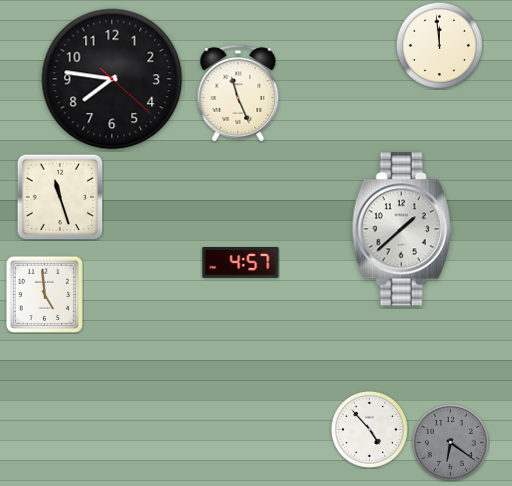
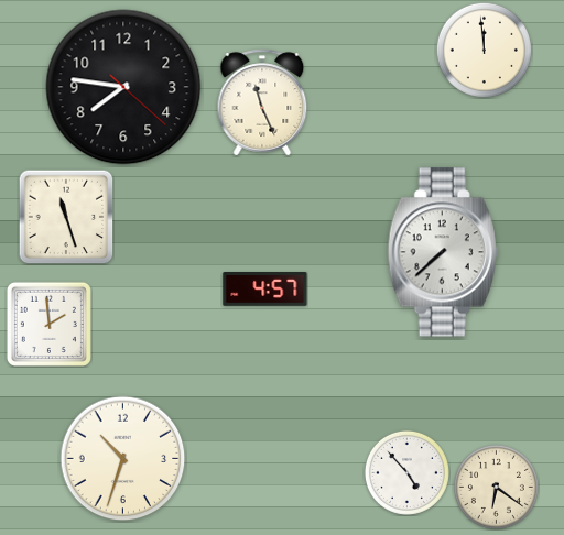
clock at (402, 229): 1:38 -> 7:38
clock at (44, 294): 4:59 -> 1:59
clock at (123, 459): none -> 10:33
clock at (450, 442) dial: grey -> cream
